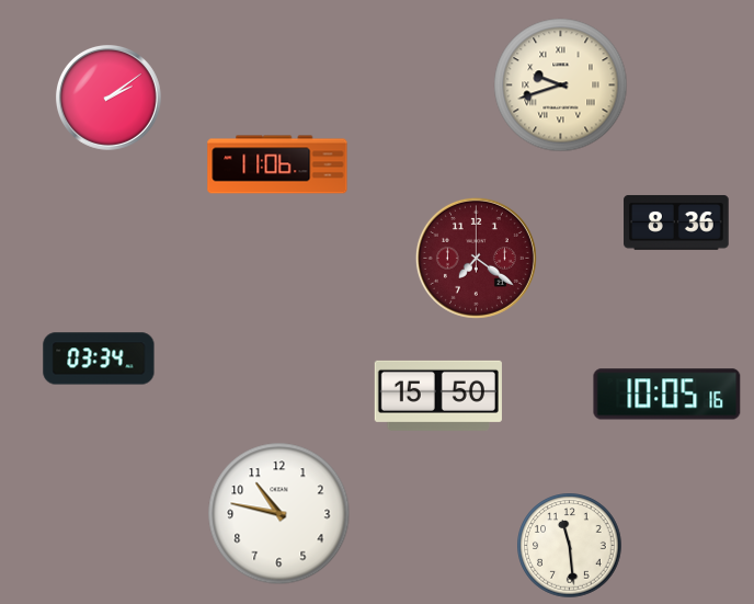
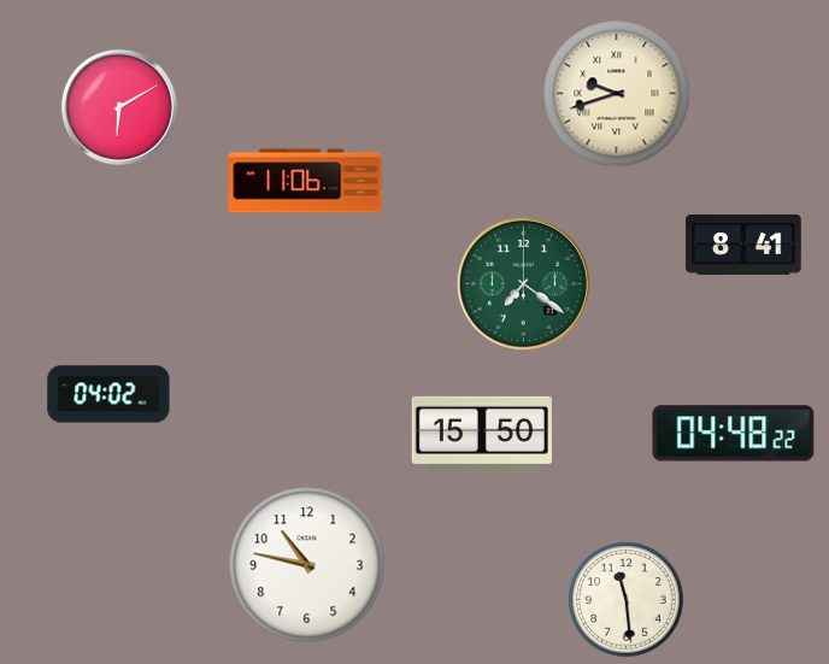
clock at (108, 98): 2:09 -> 6:10
clock at (676, 223): 8:36 -> 8:41
clock at (476, 258) dial: burgundy -> green
clock at (99, 358): 03:34 -> 04:02
clock at (667, 395): 10:05 -> 04:48
